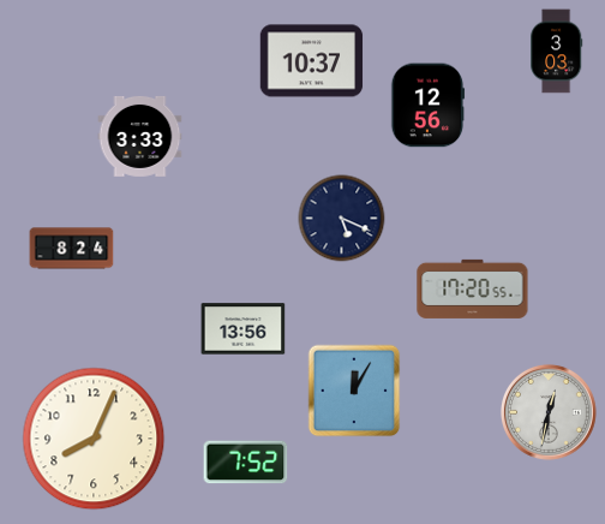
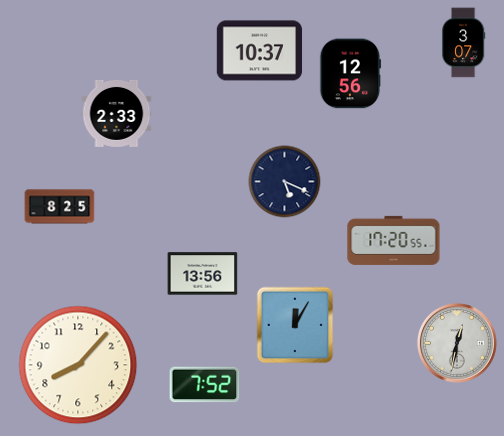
clock at (557, 52): 3:03 -> 3:07
clock at (427, 106) position: (427, 106) -> (350, 74)
clock at (140, 136): 3:33 -> 2:33
clock at (72, 249): 8:24 -> 8:25
clock at (94, 439): 8:04 -> 8:07
